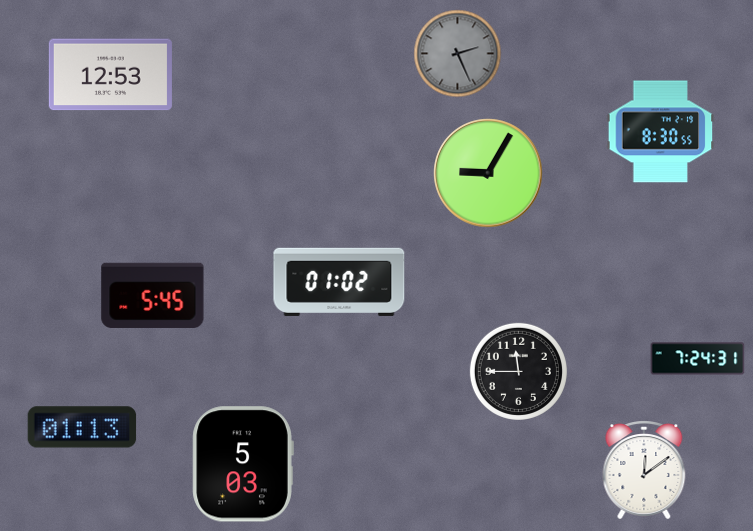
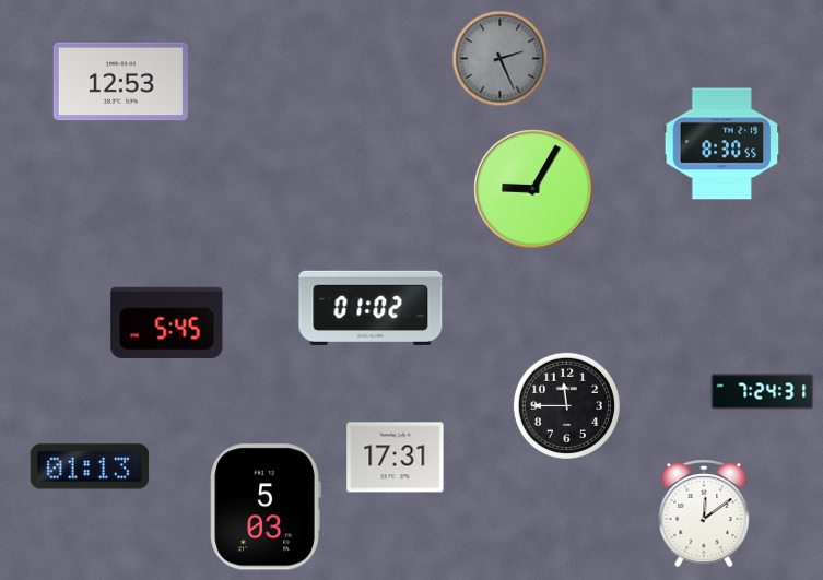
clock at (396, 458): none -> 17:31
